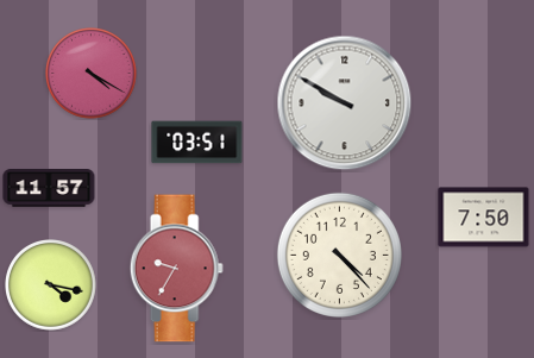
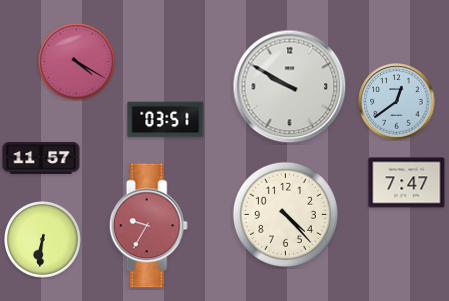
clock at (397, 102): none -> 12:39
clock at (484, 218): 7:50 -> 7:47
clock at (51, 285): 4:17 -> 6:31
